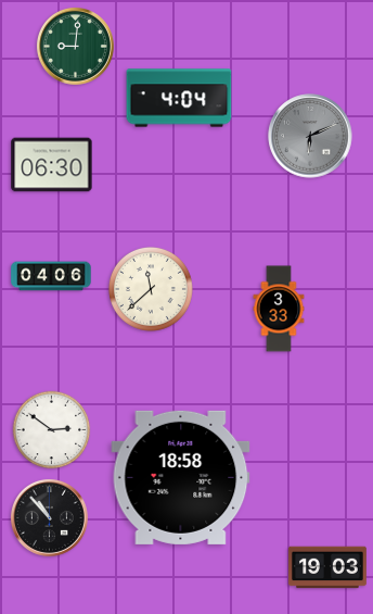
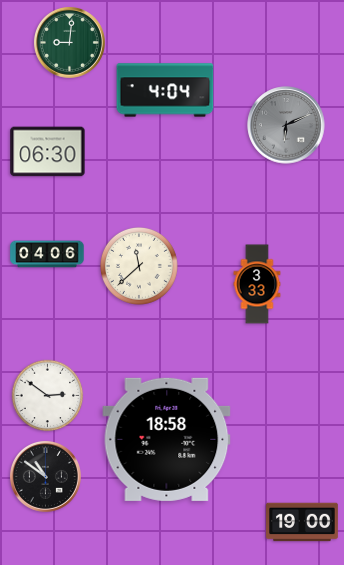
clock at (49, 517): 10:53 -> 10:51
clock at (327, 567): 19:03 -> 19:00
